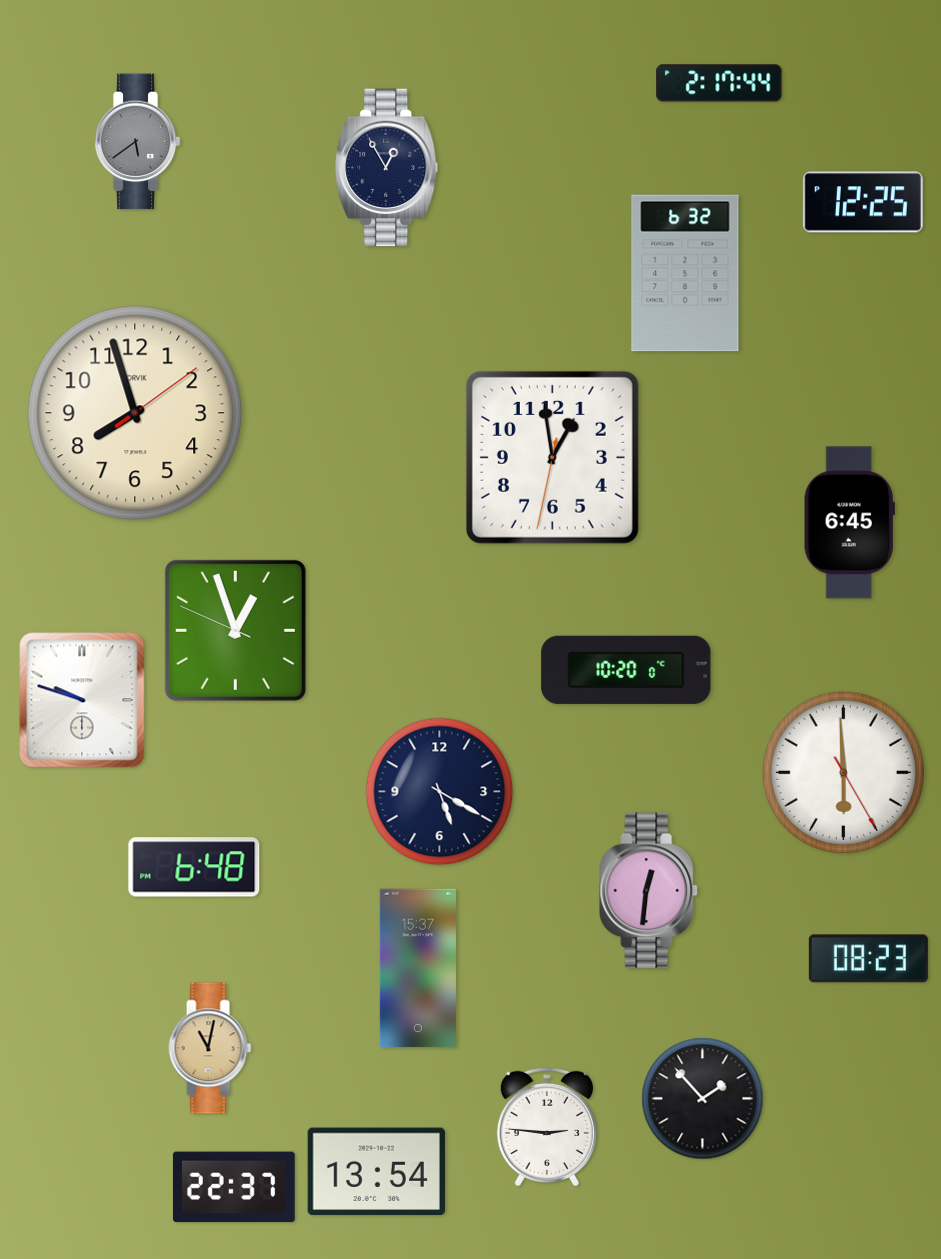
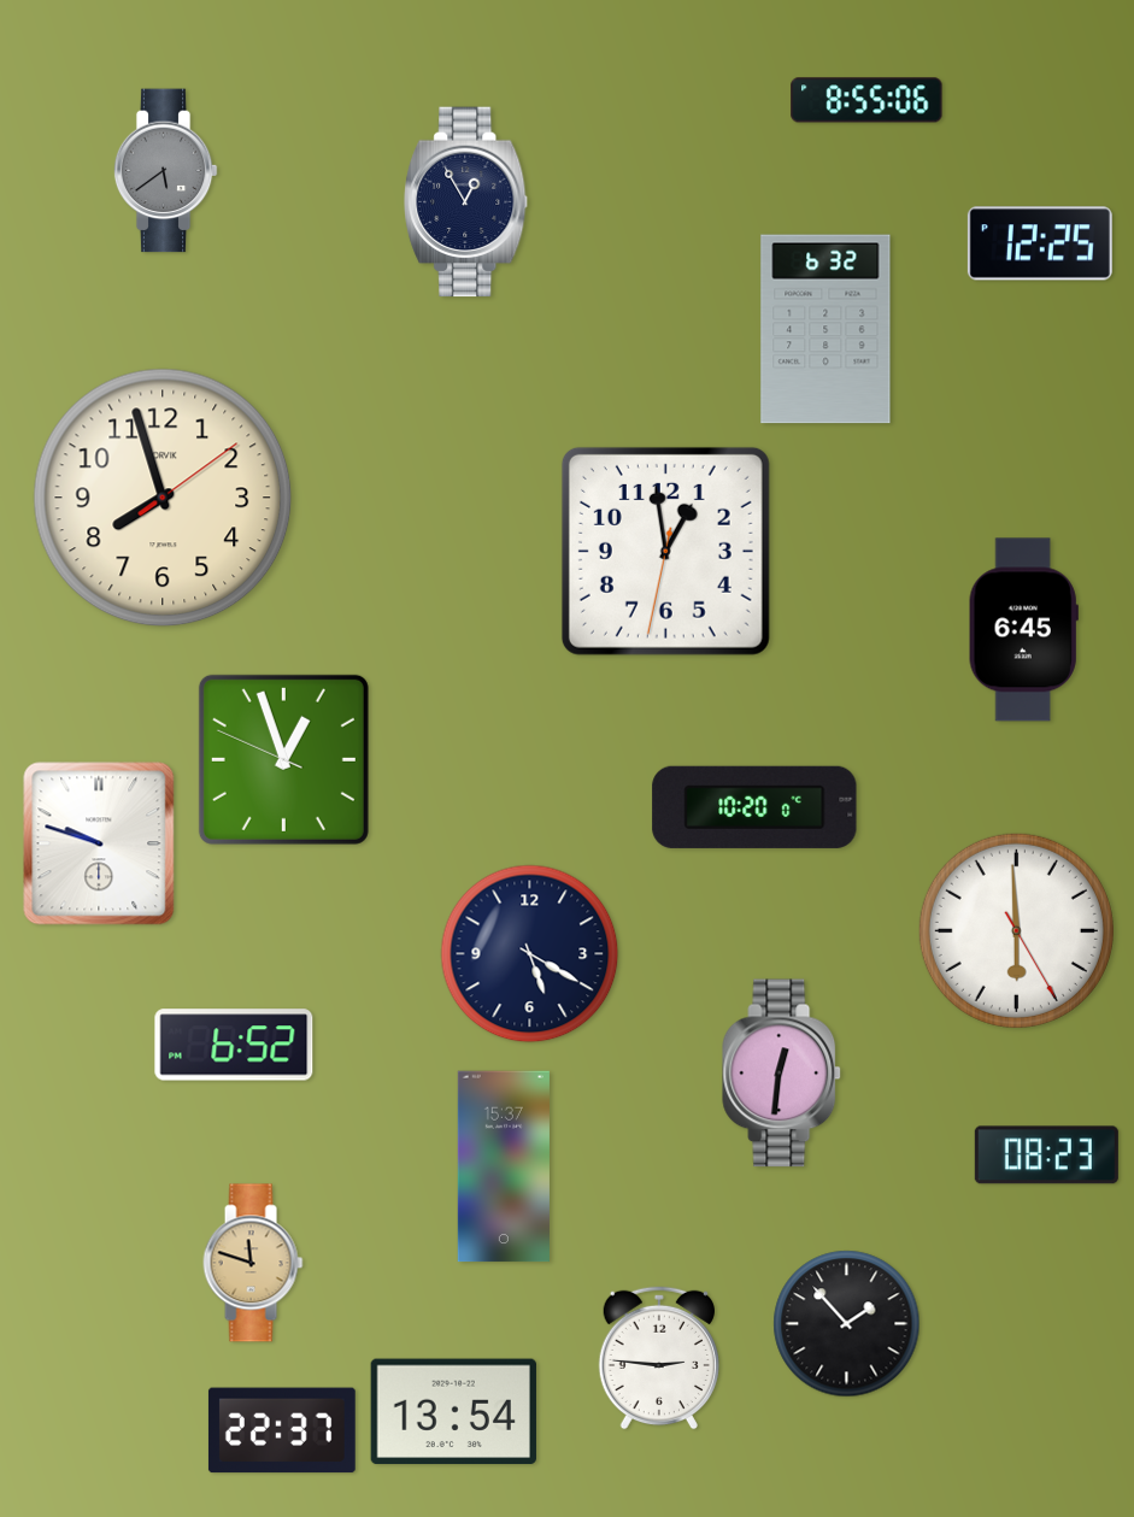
clock at (719, 83): 2:17 -> 8:55
clock at (194, 867): 6:48 -> 6:52
clock at (210, 1048): 11:02 -> 11:48
